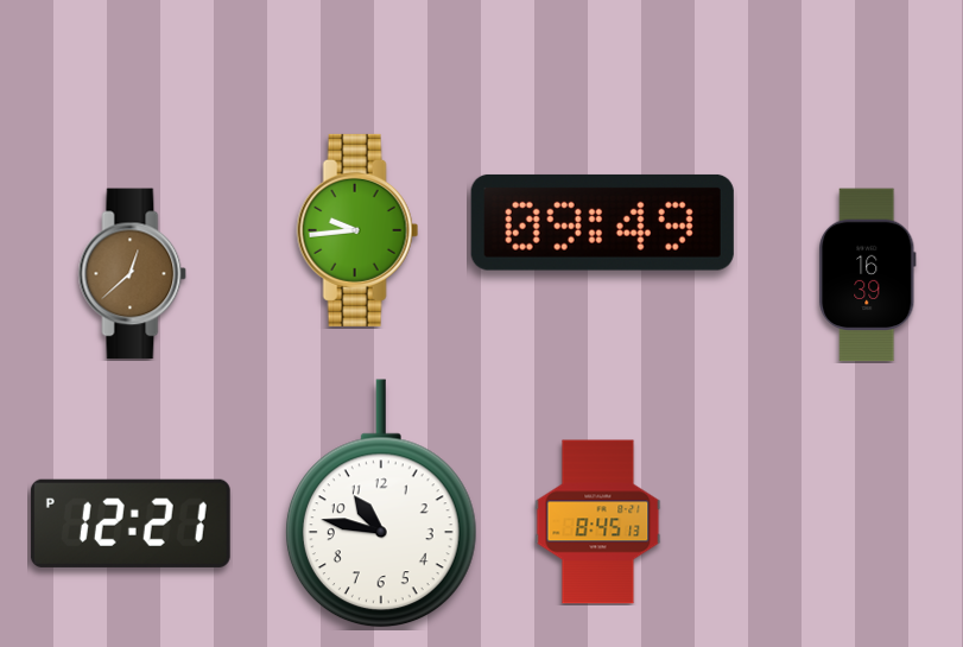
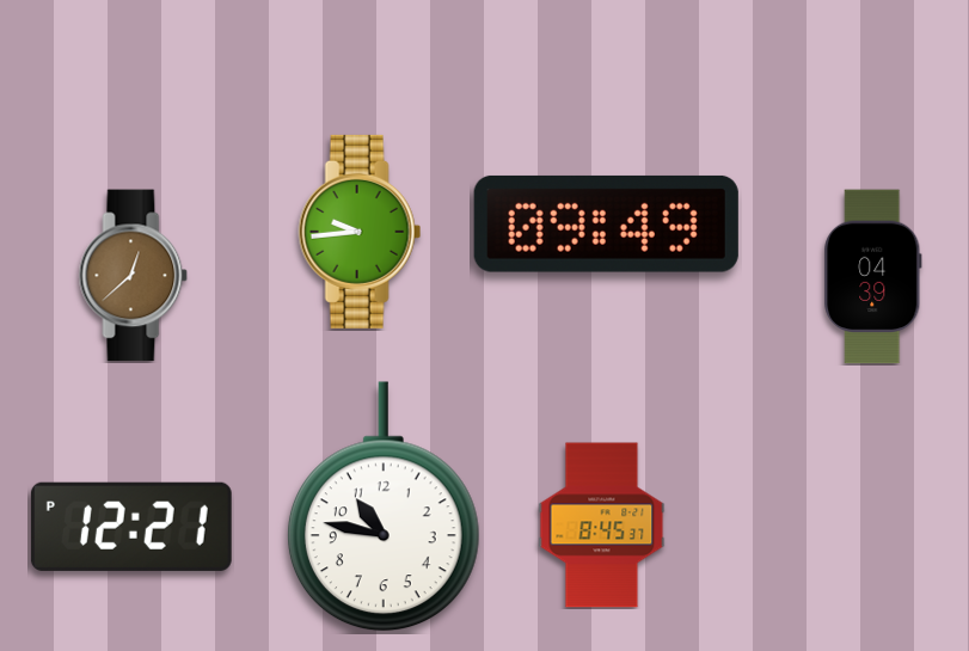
clock at (868, 275): 16:39 -> 04:39
clock at (598, 522): 8:45:13 -> 8:45:37
